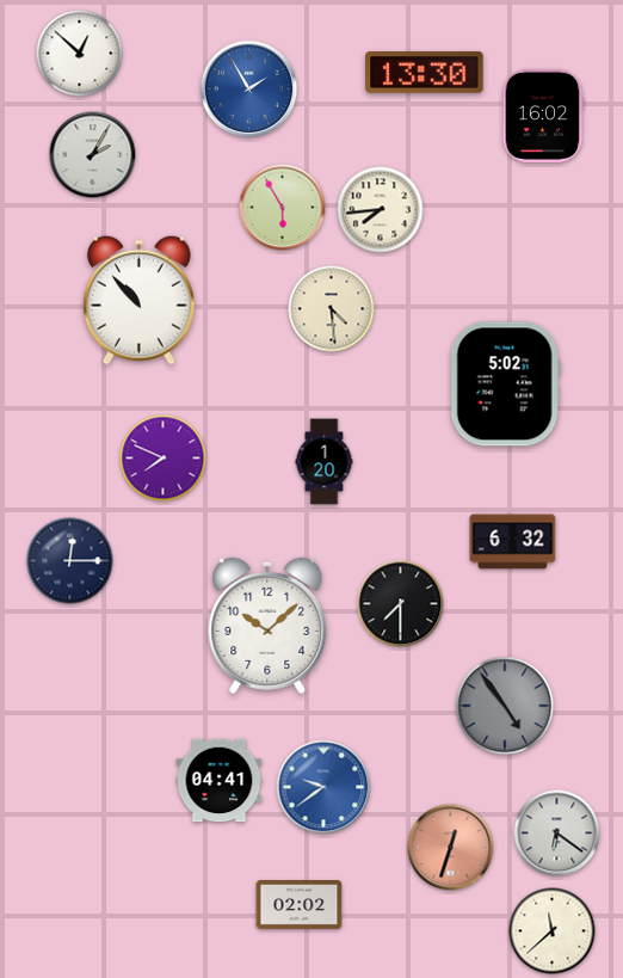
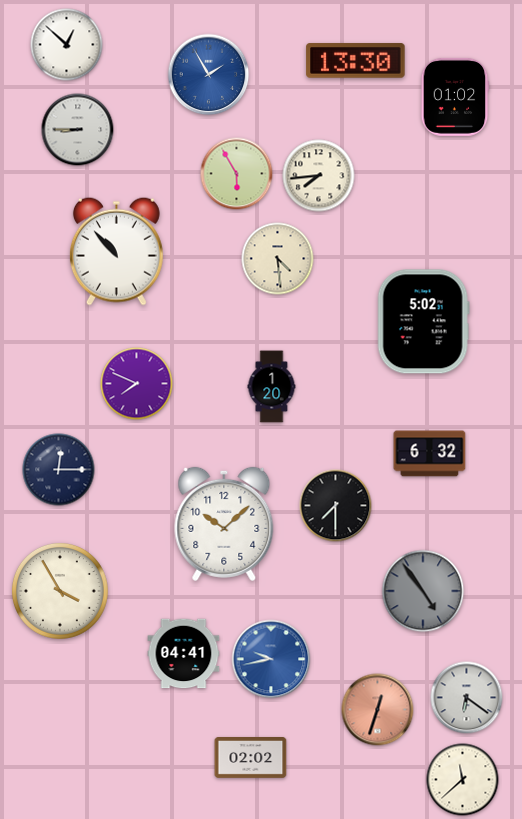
clock at (543, 116): 16:02 -> 01:02
clock at (93, 155): 2:05 -> 8:45
clock at (60, 591): none -> 3:55
clock at (323, 787): 9:39 -> 9:43
